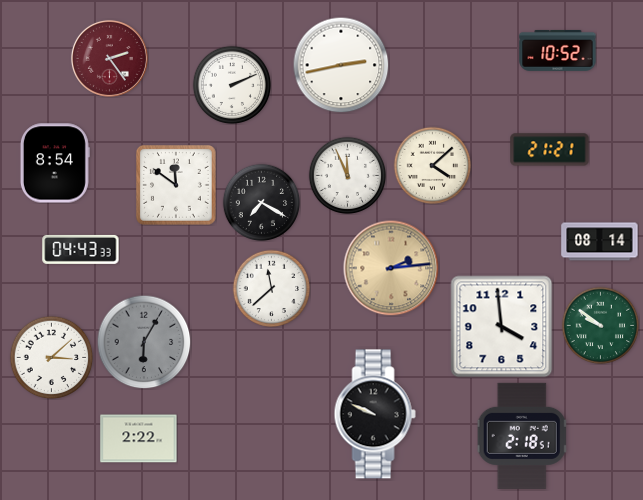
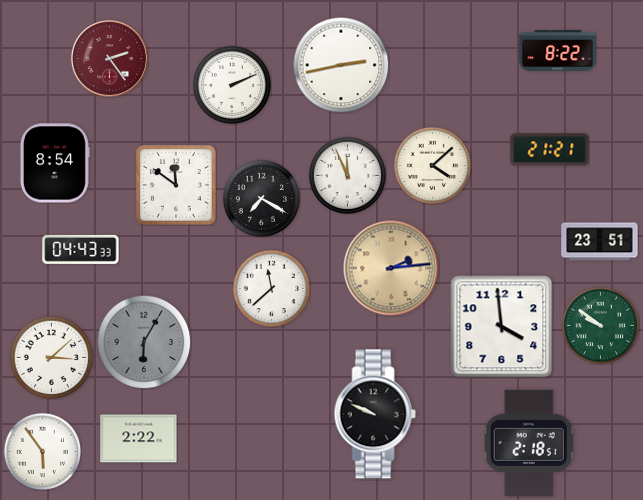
clock at (558, 50): 10:52 -> 8:22
clock at (261, 202) position: (261, 202) -> (261, 198)
clock at (600, 242): 08:14 -> 23:51
clock at (522, 436) position: (522, 436) -> (529, 443)
clock at (42, 451): none -> 5:54
